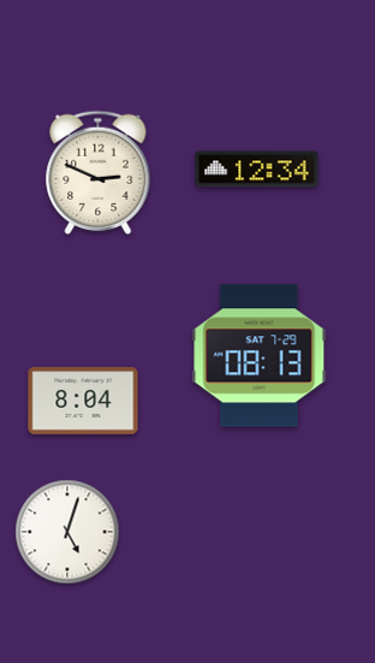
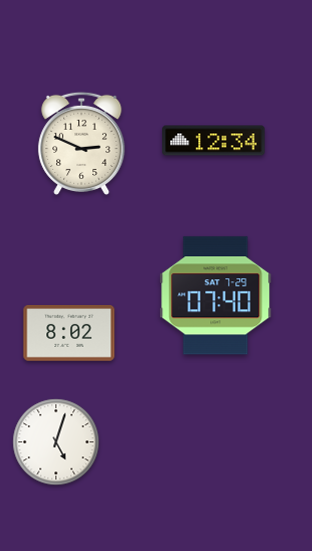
clock at (260, 356): 08:13 -> 07:40
clock at (83, 402): 8:04 -> 8:02
